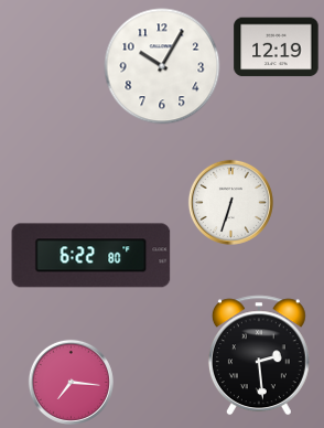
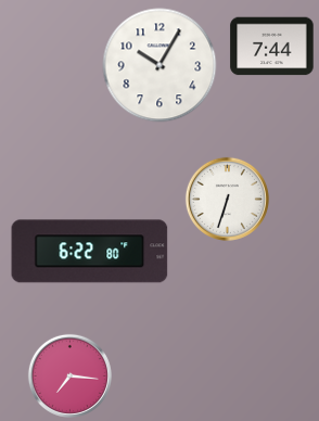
clock at (277, 47): 12:19 -> 7:44
clock at (259, 355): 2:29 -> none
